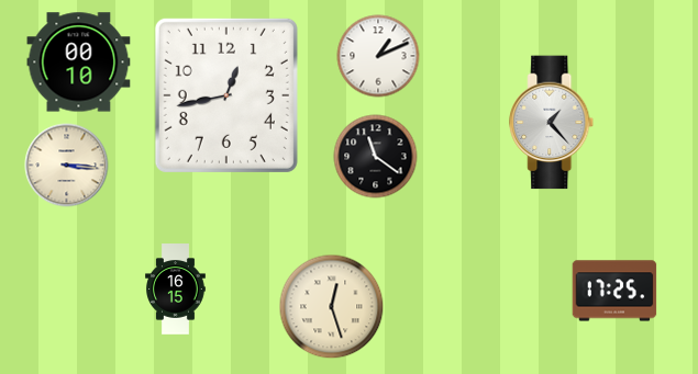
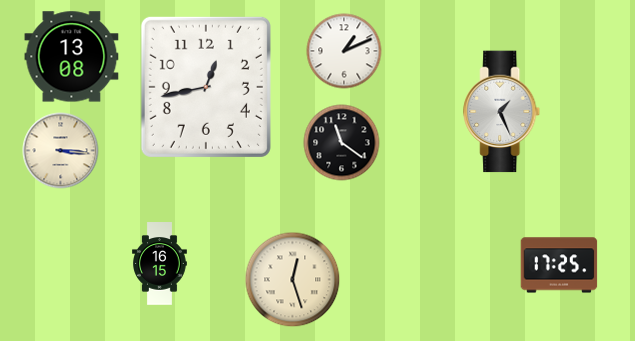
clock at (79, 63): 00:10 -> 13:08
clock at (552, 123): 1:23 -> 1:26
clock at (332, 307) position: (332, 307) -> (293, 280)
